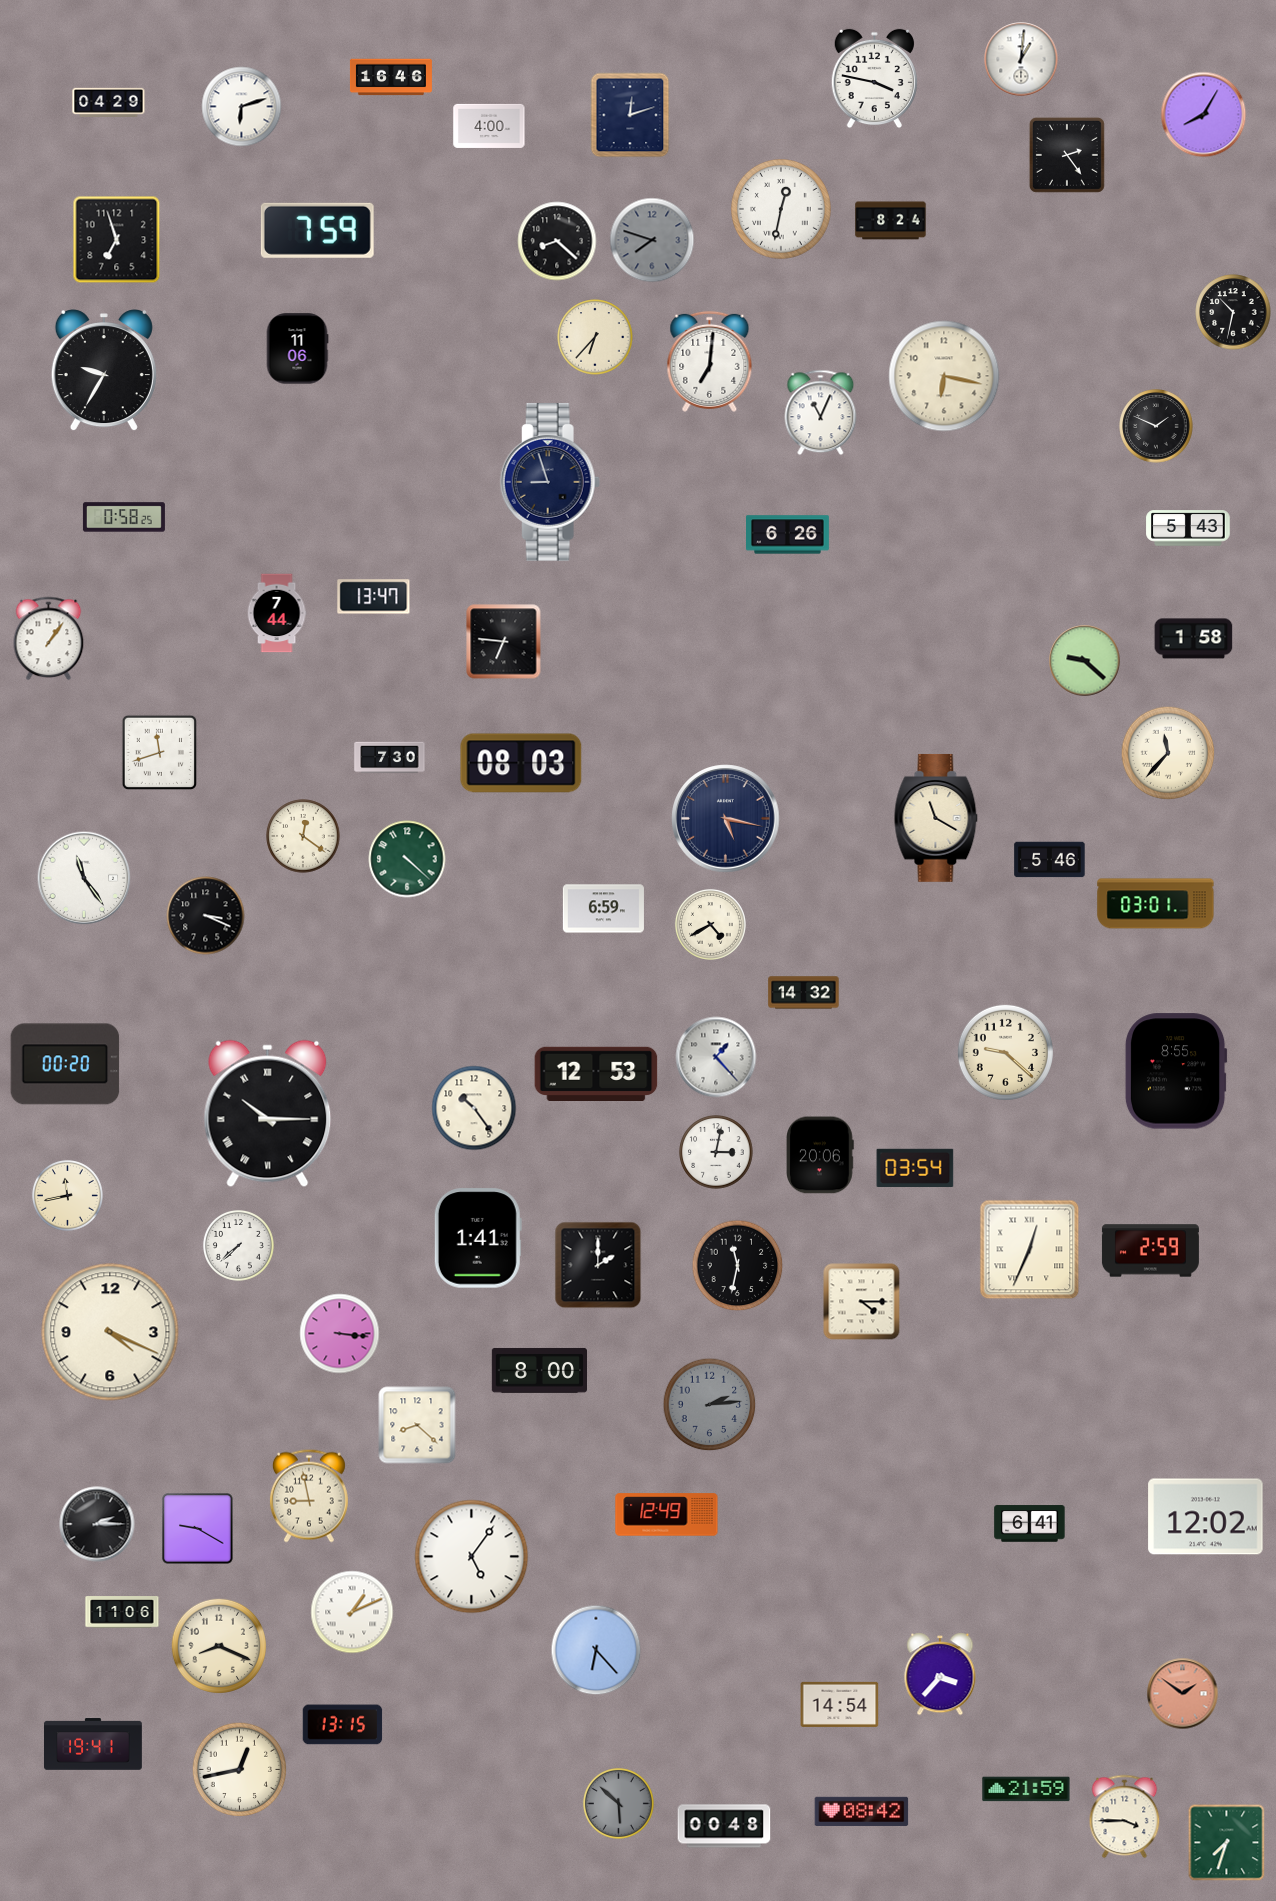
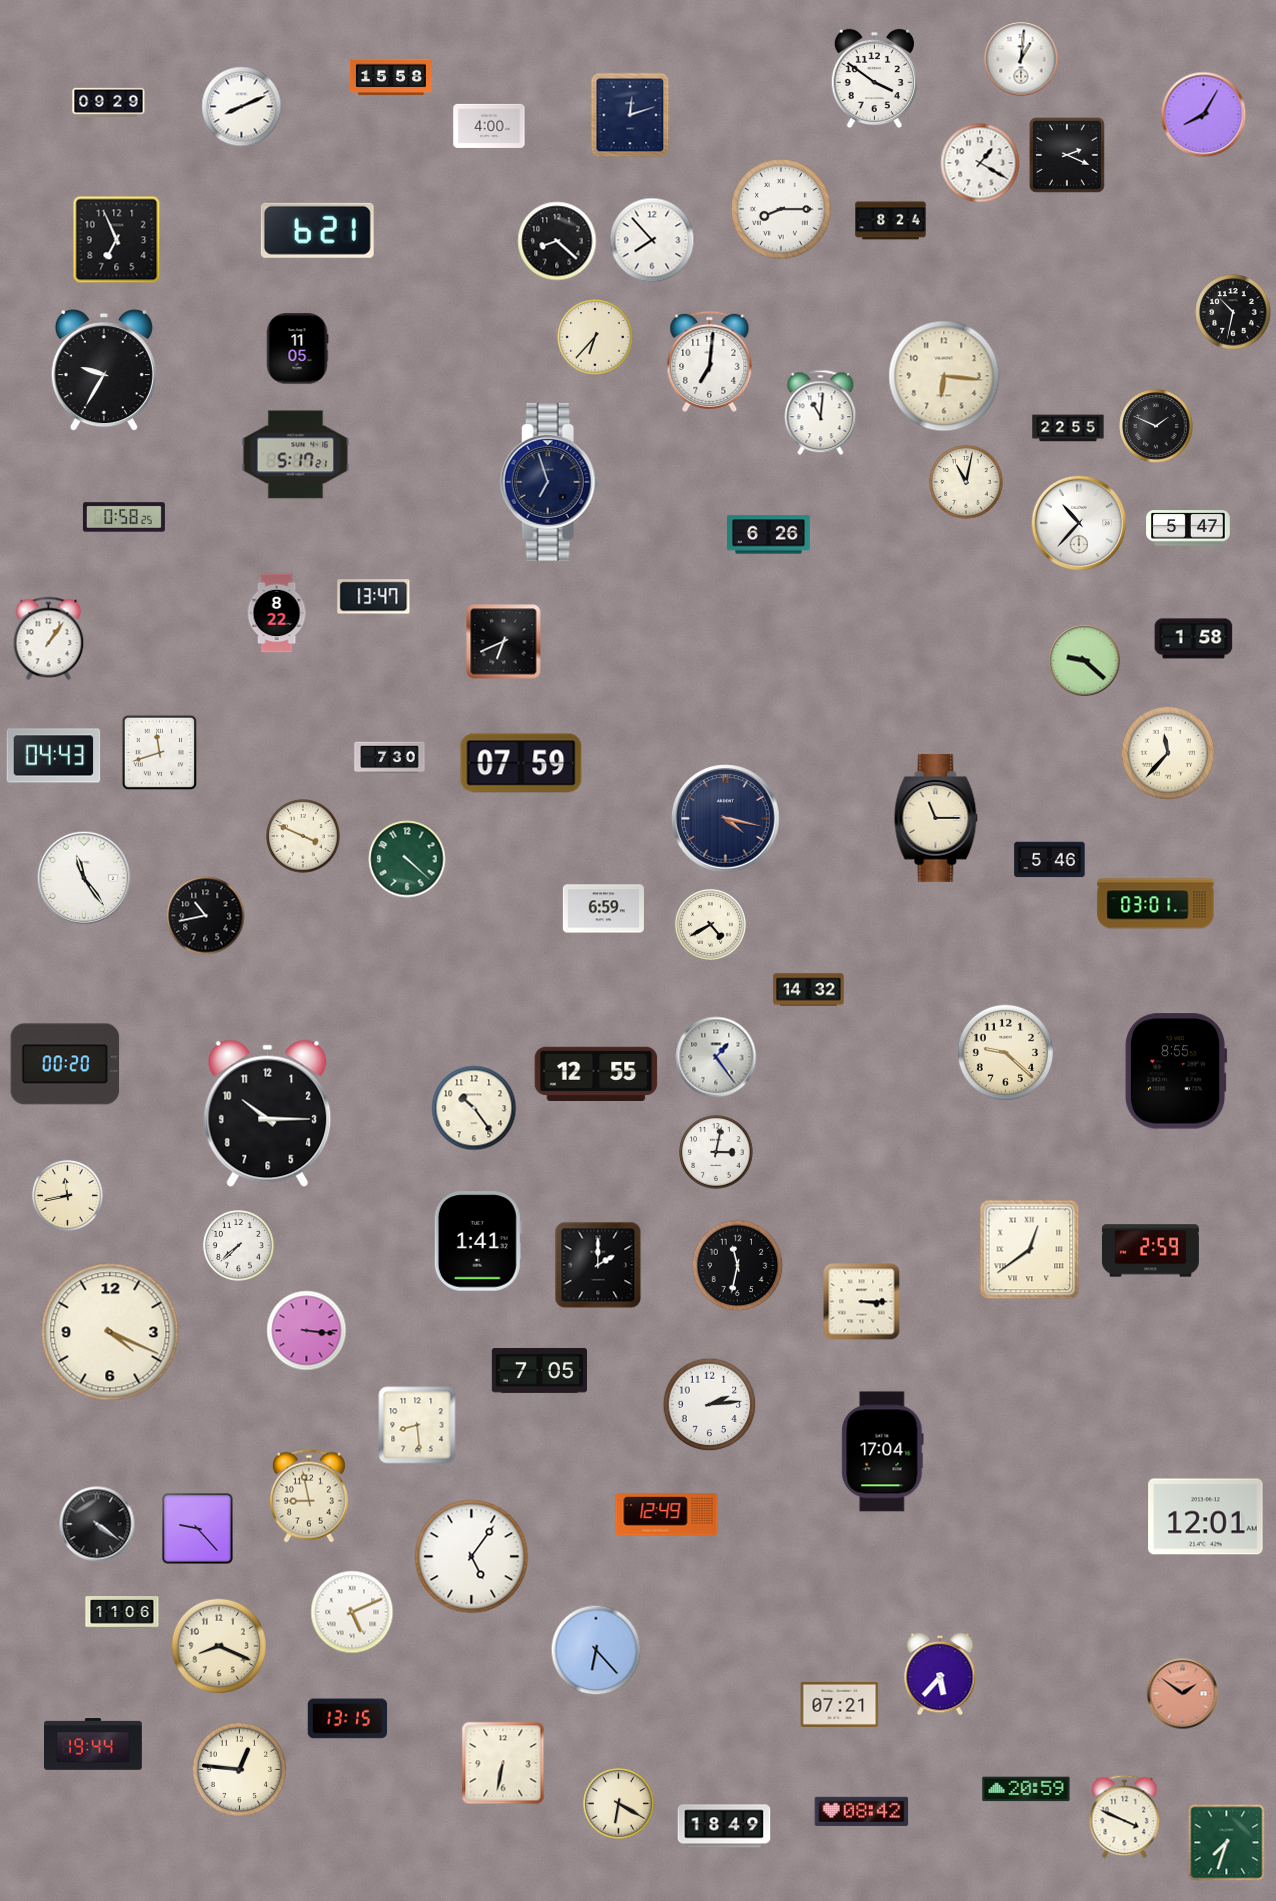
clock at (391, 77): 16:46 -> 15:58
clock at (874, 79): 3:47 -> 3:51
clock at (109, 102): 04:29 -> 09:29
clock at (242, 107): 6:12 -> 8:11
clock at (1067, 155): 2:24 -> 2:19
clock at (980, 163): none -> 1:20
clock at (782, 210): 12:32 -> 8:15
clock at (317, 230): 7:59 -> 6:21
clock at (117, 240): 6:57 -> 6:56
clock at (652, 240): 7:48 -> 7:53
clock at (652, 240) dial: grey -> white
clock at (297, 349): 11:06 -> 11:05
clock at (944, 376): 6:17 -> 6:16
clock at (821, 413): 11:04 -> 11:01
clock at (1068, 428): none -> 22:55
clock at (296, 455): none -> 5:17
clock at (550, 482): 8:57 -> 6:57
clock at (966, 482): none -> 11:02
clock at (1079, 523): none -> 10:37
clock at (1188, 528): 5:43 -> 5:47
clock at (788, 535) position: (788, 535) -> (769, 535)
clock at (277, 613): 7:44 -> 8:22
clock at (504, 642): 6:46 -> 6:41
clock at (54, 756): none -> 04:43
clock at (521, 763): 08:03 -> 07:59
clock at (936, 818): 11:20 -> 11:15
clock at (726, 819): 5:17 -> 4:17
clock at (303, 836): 12:21 -> 3:49
clock at (206, 916): 3:19 -> 10:43
clock at (804, 993) position: (804, 993) -> (809, 990)
clock at (716, 1057): 1:23 -> 1:24
clock at (596, 1073): 12:53 -> 12:55
clock at (268, 1114) numerals: Roman -> Arabic
clock at (821, 1155): 20:06 -> none
clock at (915, 1167): 03:54 -> none
clock at (478, 1238) position: (478, 1238) -> (478, 1241)
clock at (1030, 1250): 12:34 -> 12:39
clock at (862, 1302): 4:15 -> 3:15
clock at (340, 1334) position: (340, 1334) -> (307, 1331)
clock at (539, 1370): 8:00 -> 7:05
clock at (710, 1405) dial: grey -> white
clock at (417, 1425): 8:22 -> 8:29
clock at (883, 1452): none -> 17:04
clock at (1206, 1517): 12:02 -> 12:01
clock at (97, 1524): 2:15 -> 4:21
clock at (1030, 1524): 6:41 -> none
clock at (198, 1529): 9:20 -> 9:23
clock at (352, 1612): 1:11 -> 5:11
clock at (940, 1674): 3:37 -> 5:37
clock at (840, 1704): 14:54 -> 07:21
clock at (343, 1725) position: (343, 1725) -> (348, 1719)
clock at (94, 1744): 19:41 -> 19:44
clock at (503, 1763): none -> 6:32
clock at (240, 1770): 12:43 -> 12:46
clock at (1026, 1789): 21:59 -> 20:59
clock at (618, 1803): 5:52 -> 6:20
clock at (618, 1803) dial: grey -> cream
clock at (1125, 1817): 3:45 -> 3:49
clock at (724, 1826): 00:48 -> 18:49
